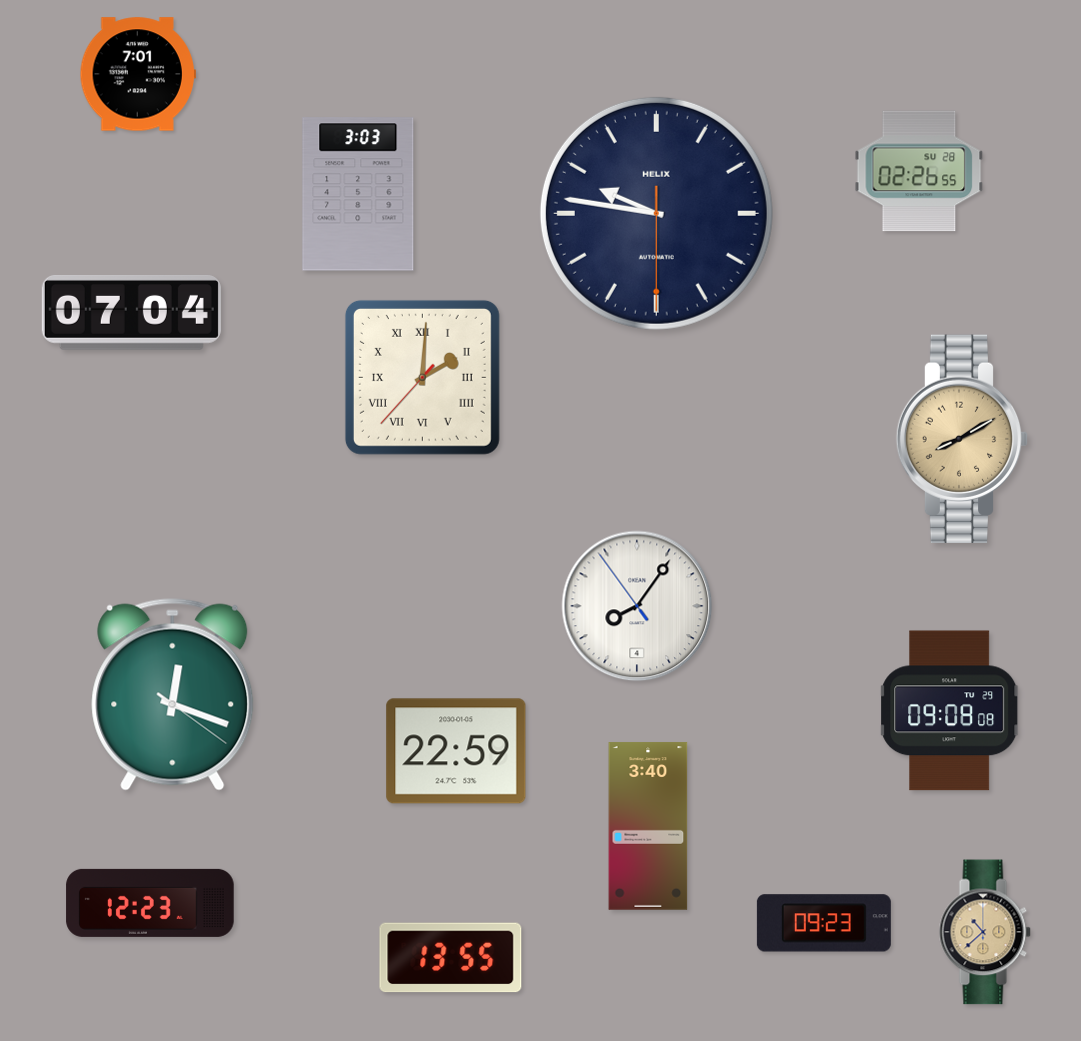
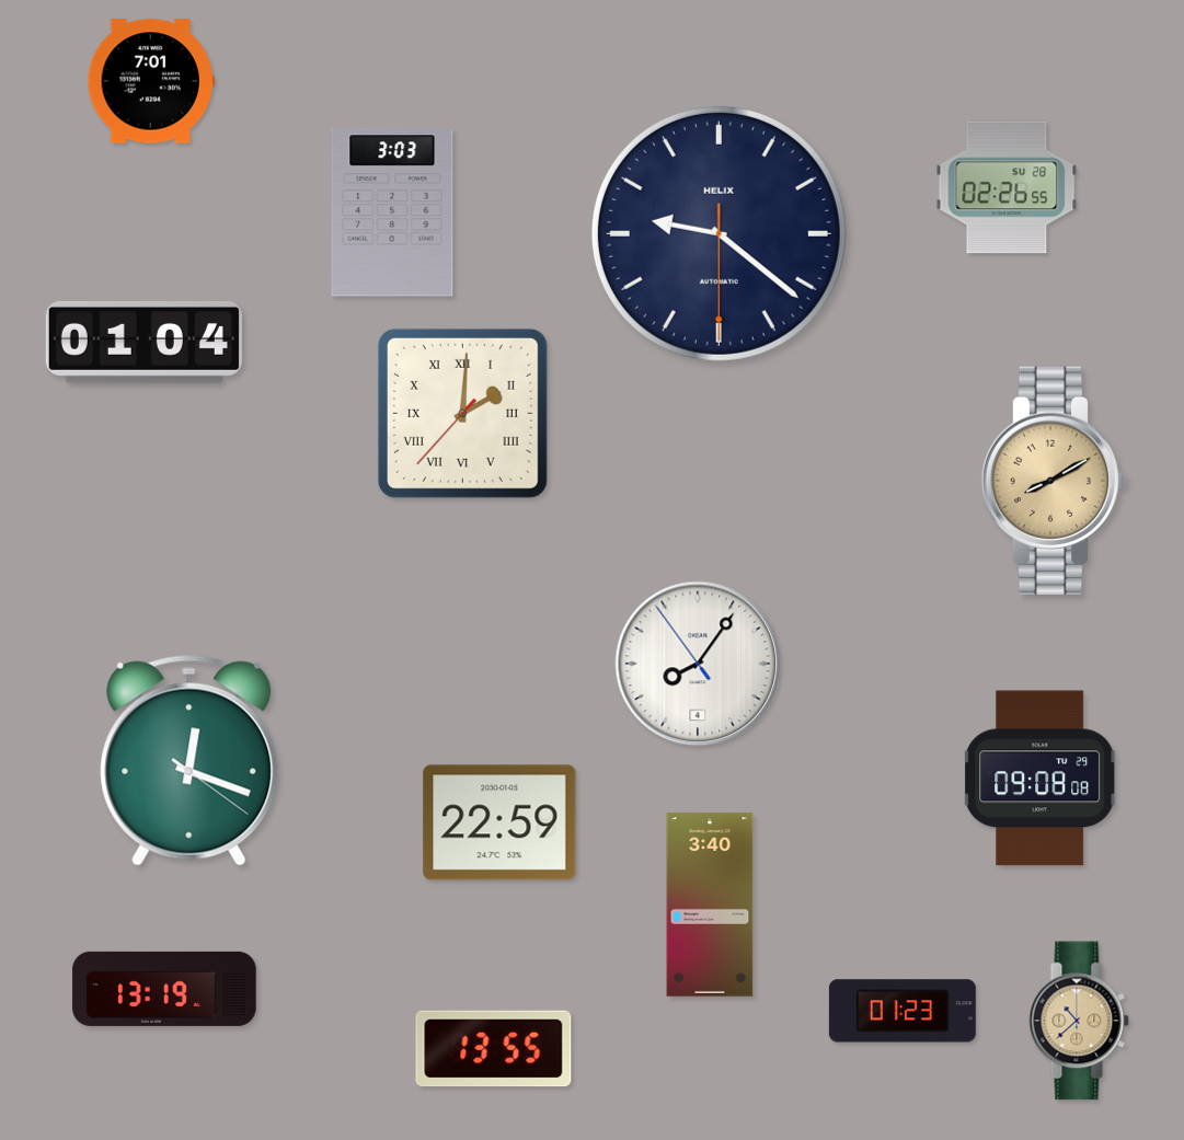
clock at (656, 213): 9:46 -> 9:21
clock at (131, 312): 07:04 -> 01:04
clock at (150, 903): 12:23 -> 13:19
clock at (824, 923): 09:23 -> 01:23
